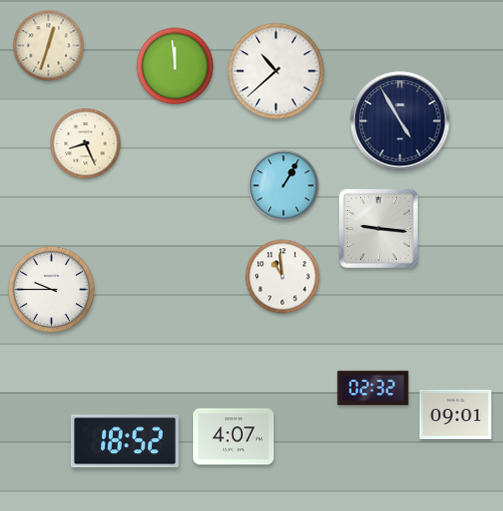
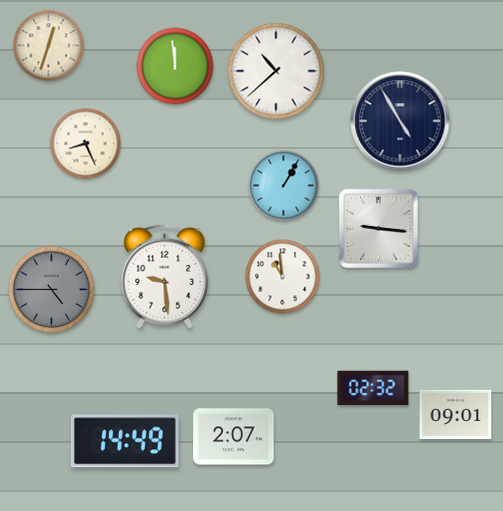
clock at (165, 276): none -> 9:29
clock at (52, 290): 9:45 -> 4:45
clock at (52, 290) dial: white -> grey
clock at (234, 437): 4:07 -> 2:07
clock at (125, 441): 18:52 -> 14:49
